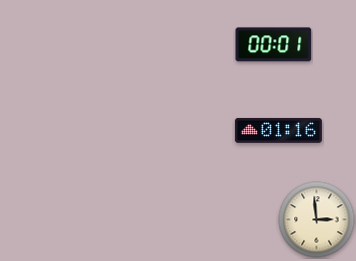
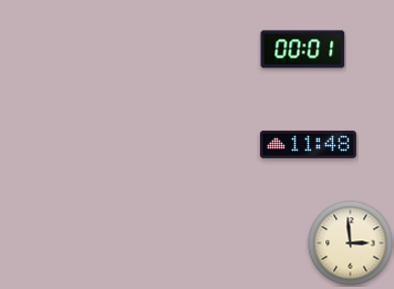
clock at (278, 130): 01:16 -> 11:48
